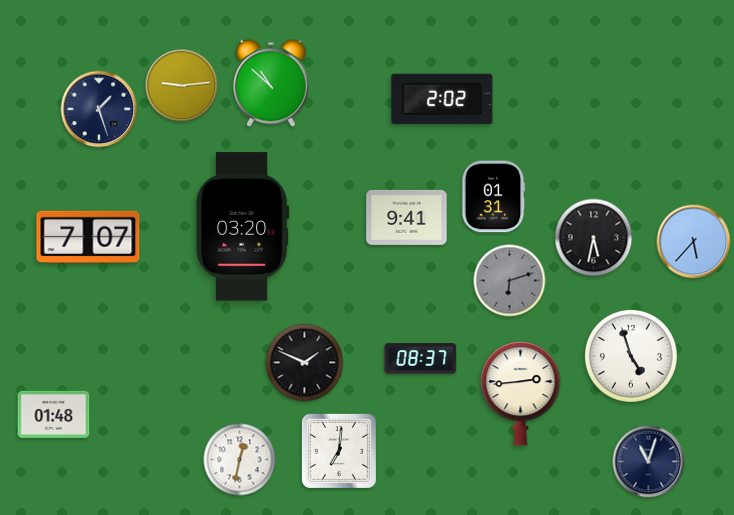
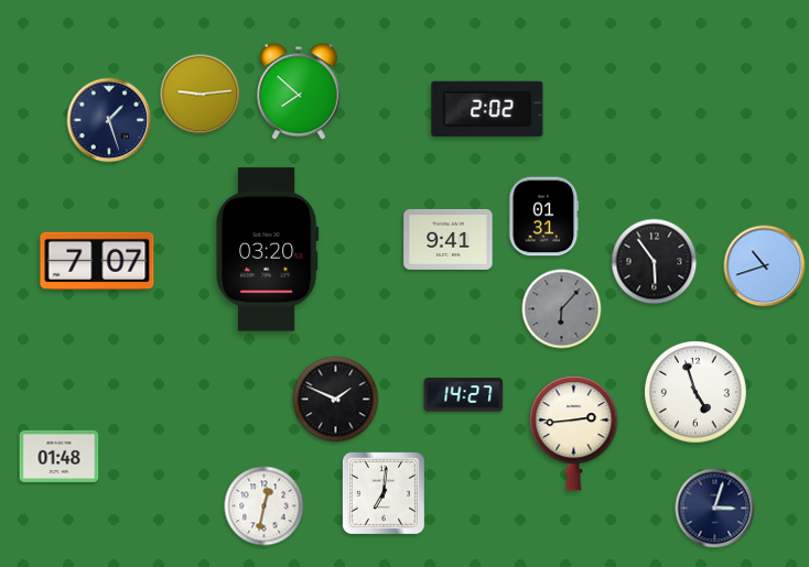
clock at (272, 83): 10:52 -> 7:52
clock at (594, 238): 5:32 -> 5:54
clock at (694, 242): 5:37 -> 10:42
clock at (510, 281): 6:12 -> 6:07
clock at (421, 359): 08:37 -> 14:27
clock at (339, 451) position: (339, 451) -> (384, 493)
clock at (649, 462): 11:03 -> 3:03
